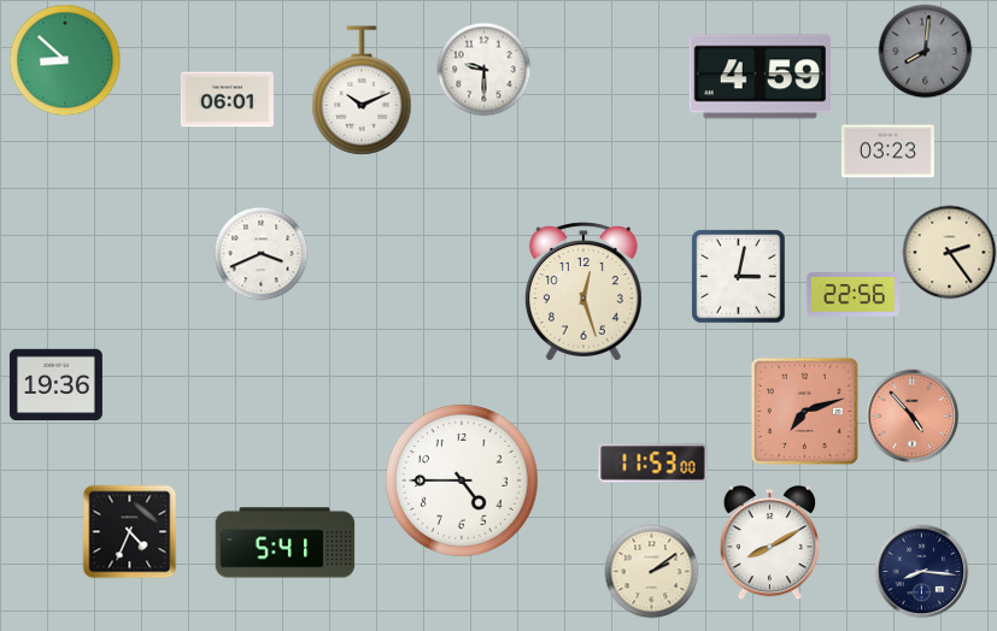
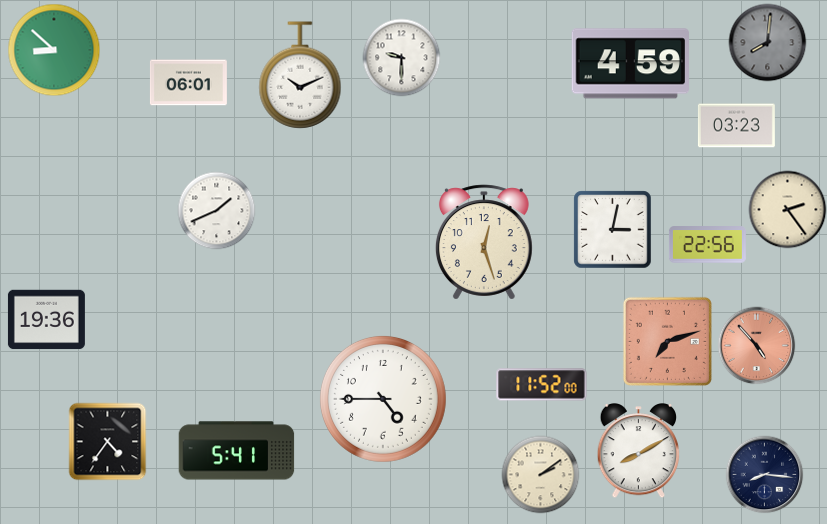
clock at (260, 253): 3:41 -> 1:41
clock at (653, 464): 11:53 -> 11:52
clock at (129, 531): 4:34 -> 4:36
